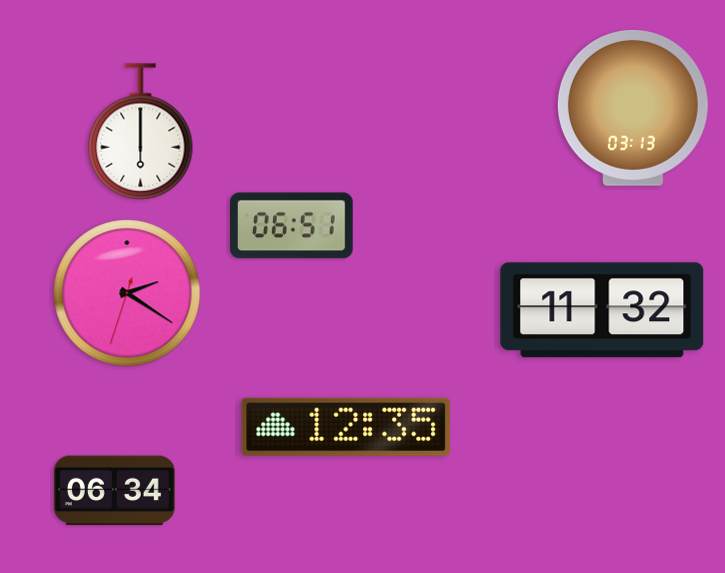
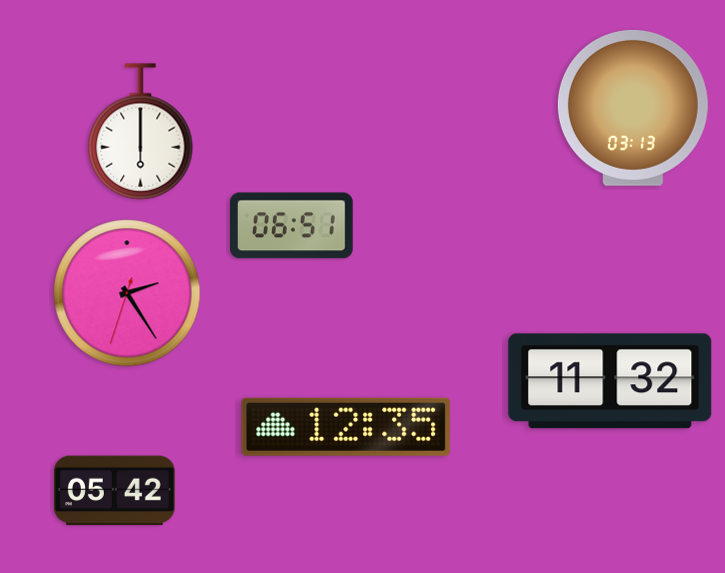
clock at (127, 293): 2:20 -> 2:24
clock at (602, 310) position: (602, 310) -> (610, 381)
clock at (114, 491): 06:34 -> 05:42
